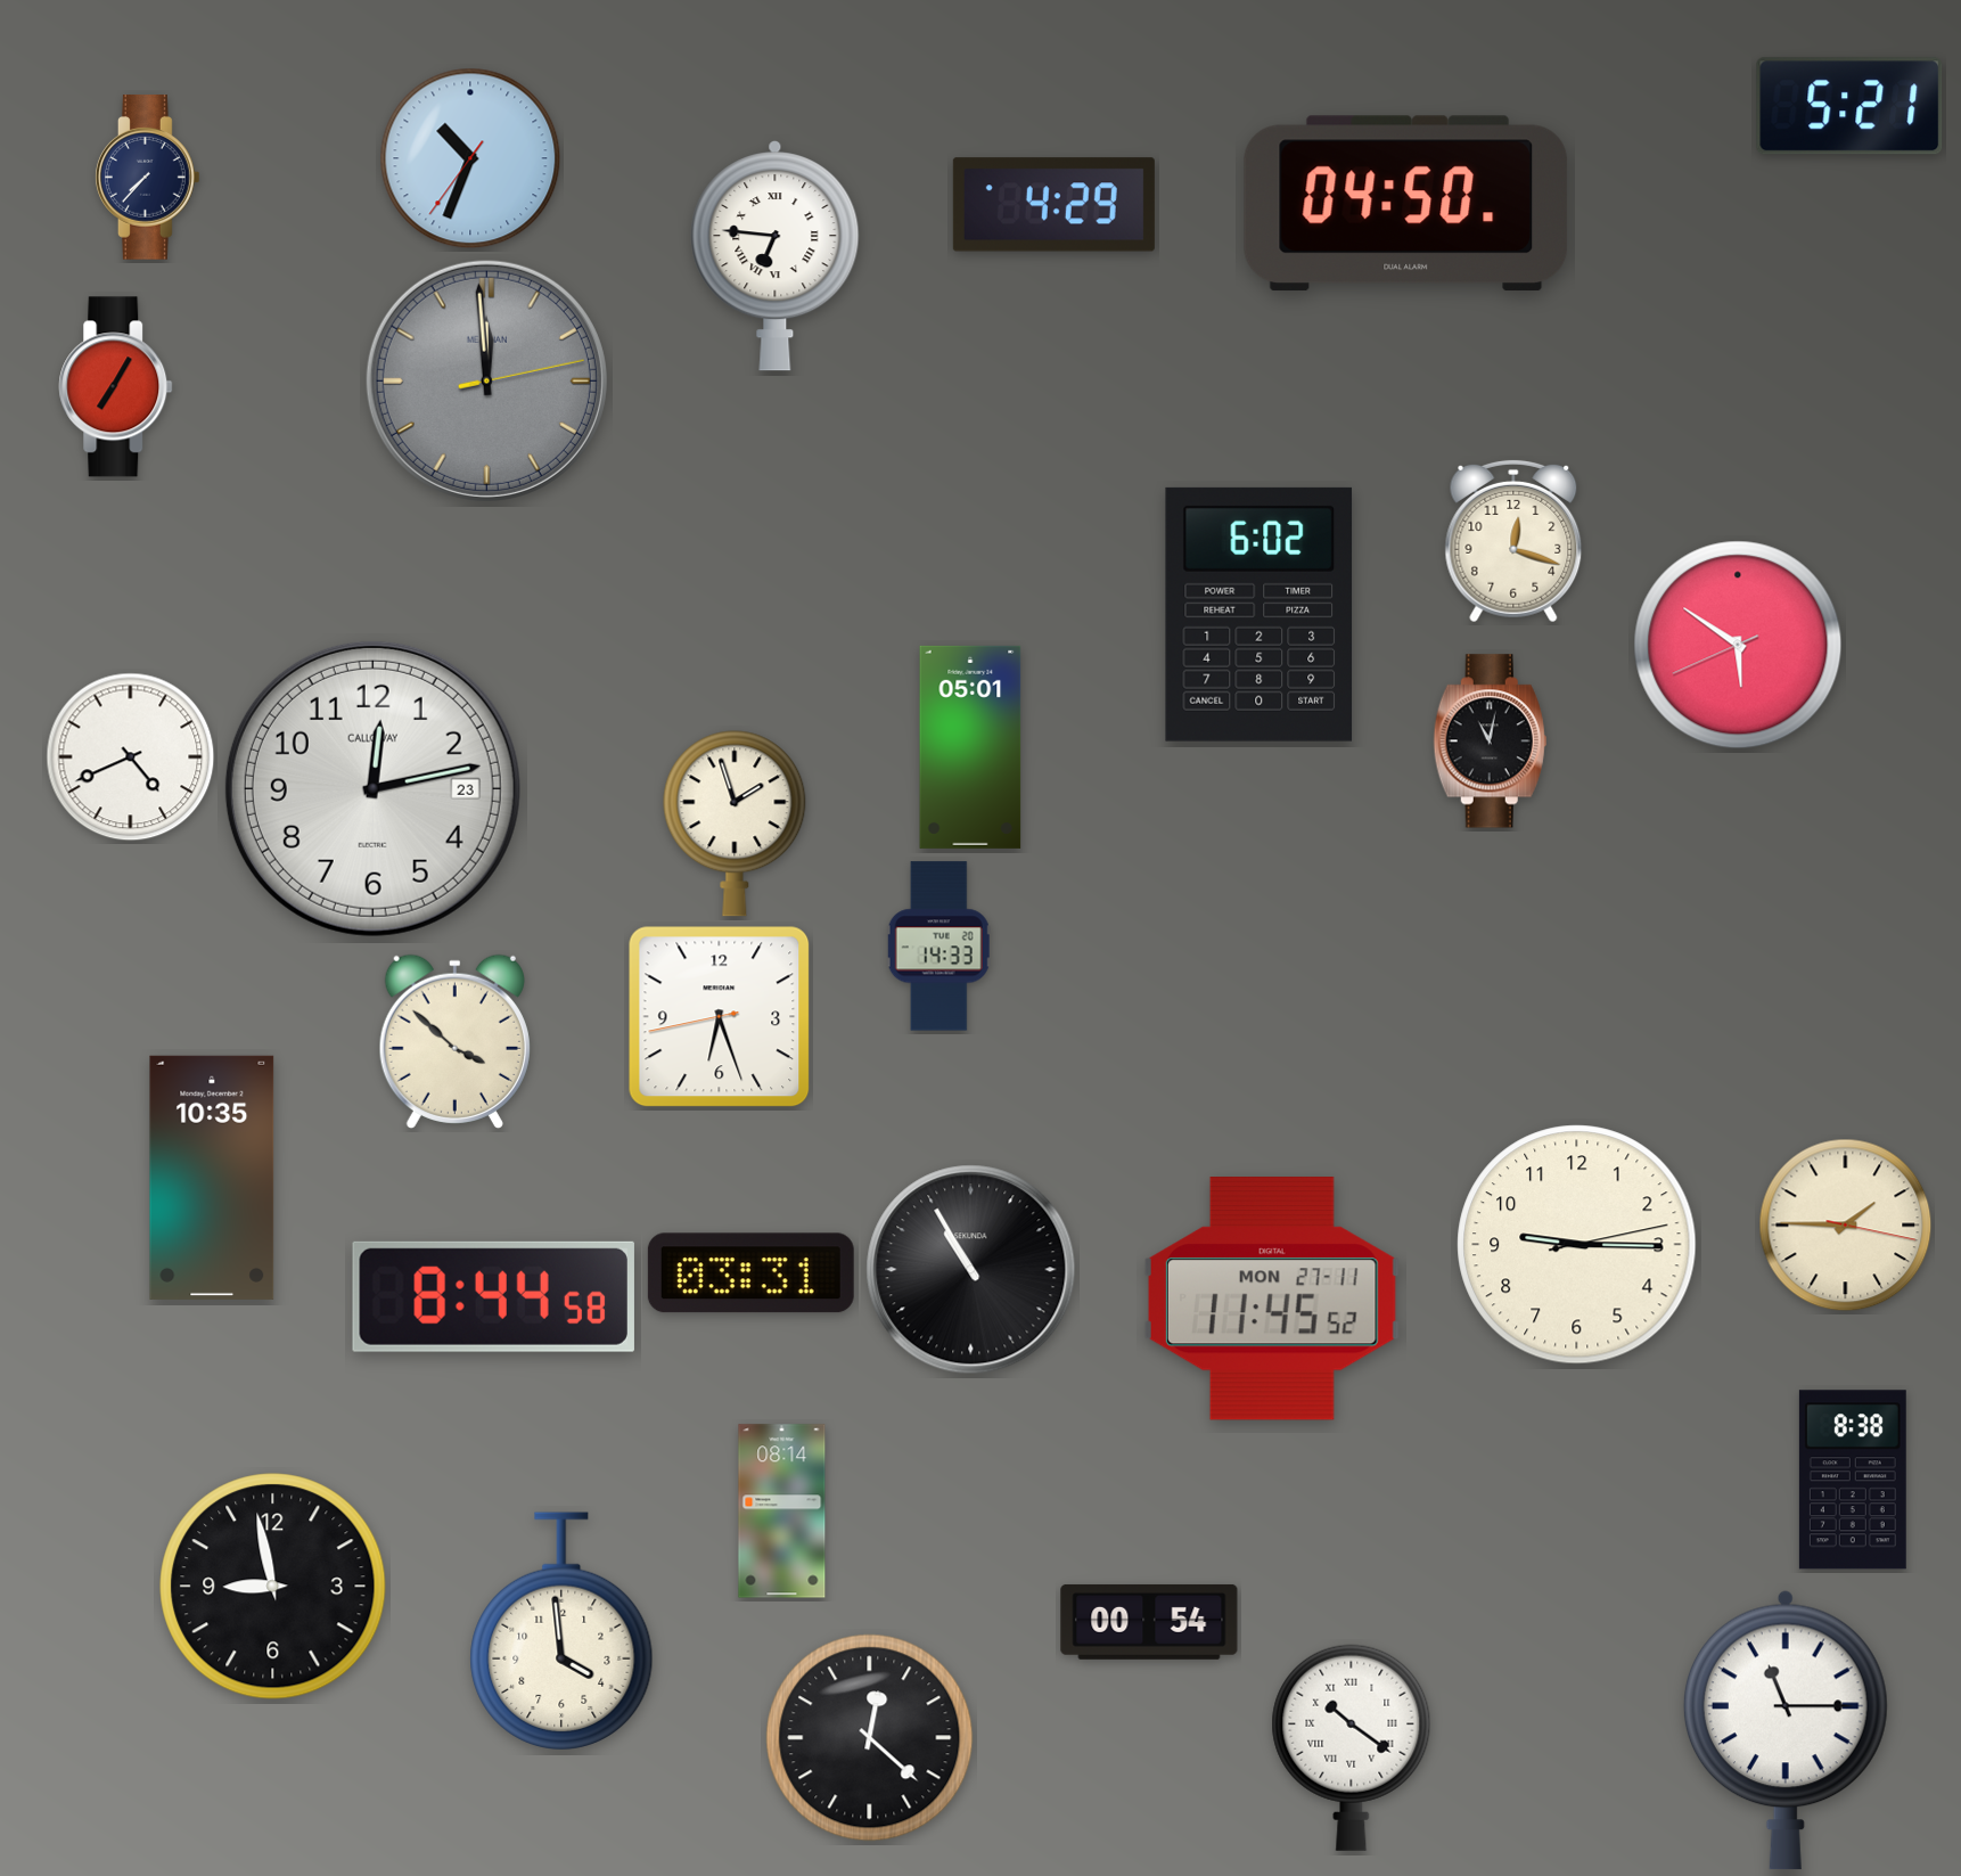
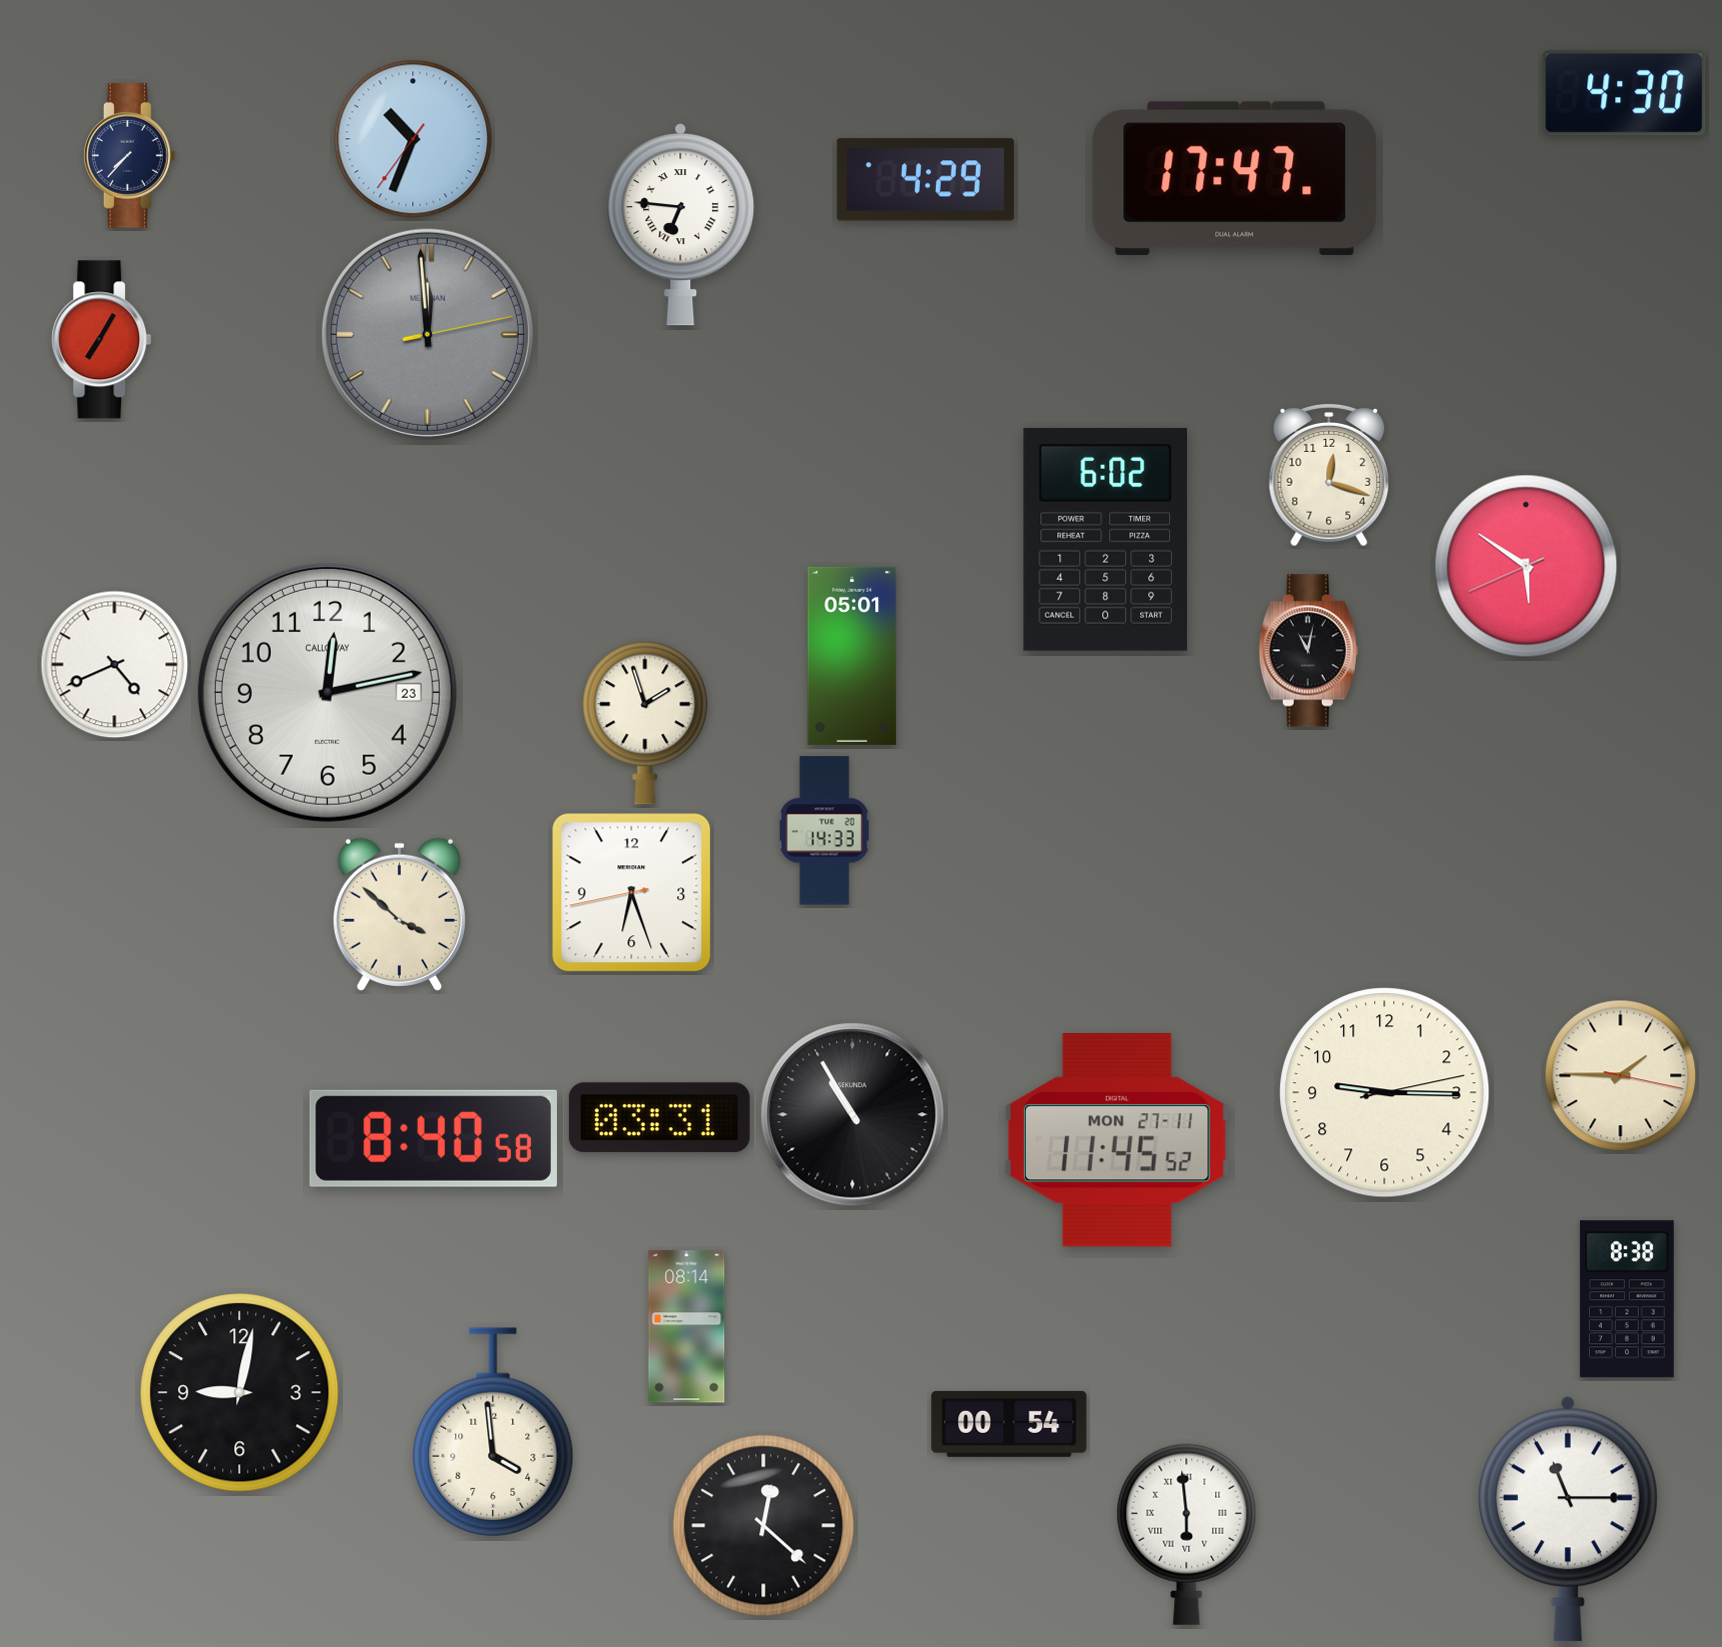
clock at (1849, 106): 5:21 -> 4:30
clock at (1406, 204): 04:50 -> 17:47
clock at (212, 1178): 10:35 -> none
clock at (493, 1296): 8:44 -> 8:40
clock at (273, 1587): 8:58 -> 9:02
clock at (1352, 1747): 10:21 -> 5:59
